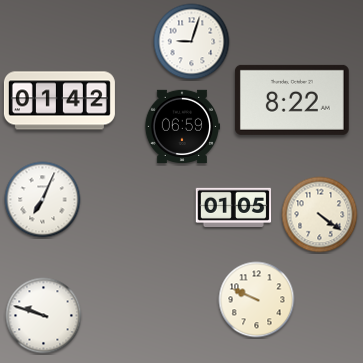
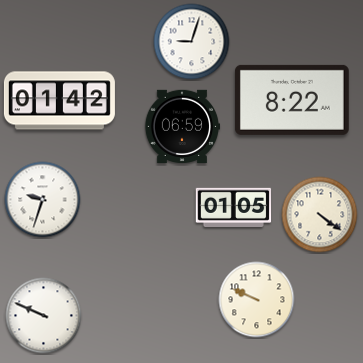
clock at (43, 200): 7:04 -> 9:33
clock at (44, 316): 9:48 -> 9:49
